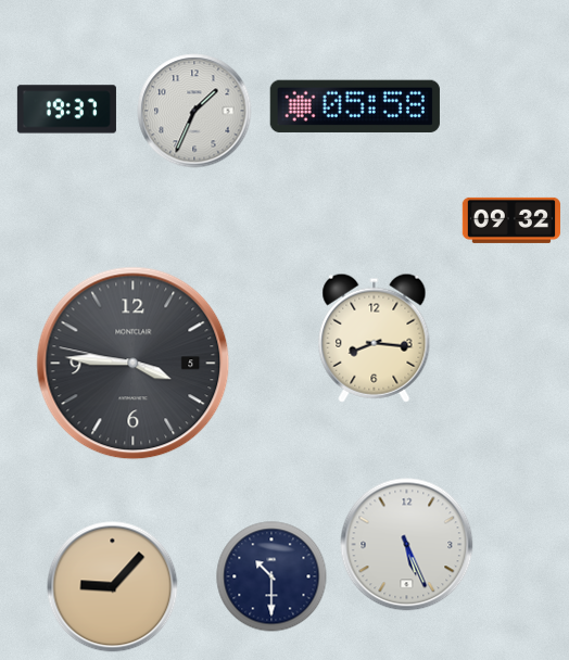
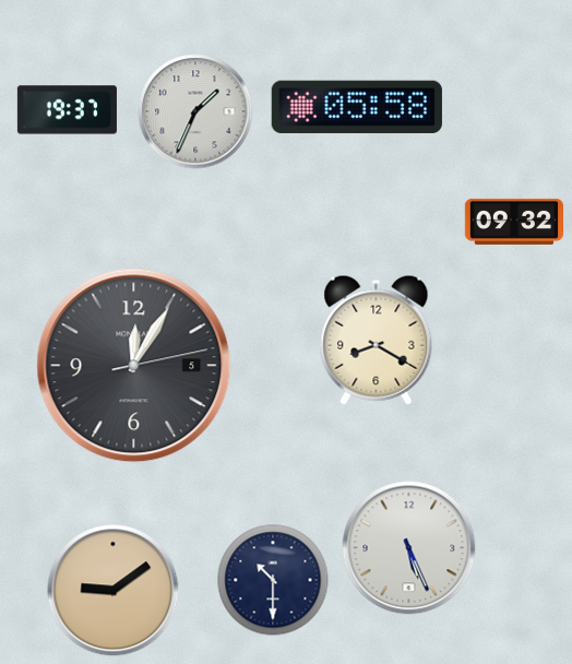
clock at (375, 338): 8:16 -> 8:20
clock at (134, 364): 3:45 -> 12:05
clock at (113, 587): 9:07 -> 9:09
